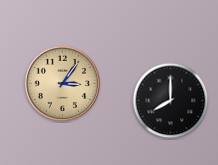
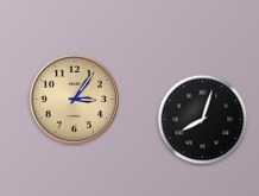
clock at (171, 101): 8:00 -> 8:03
